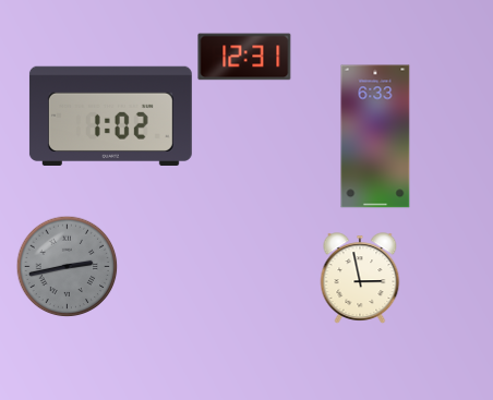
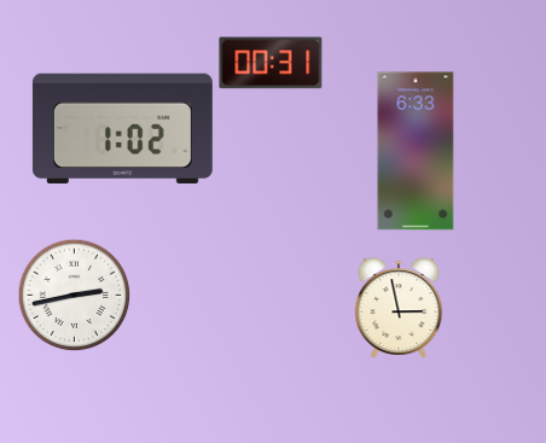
clock at (244, 57): 12:31 -> 00:31
clock at (67, 266) dial: grey -> white
